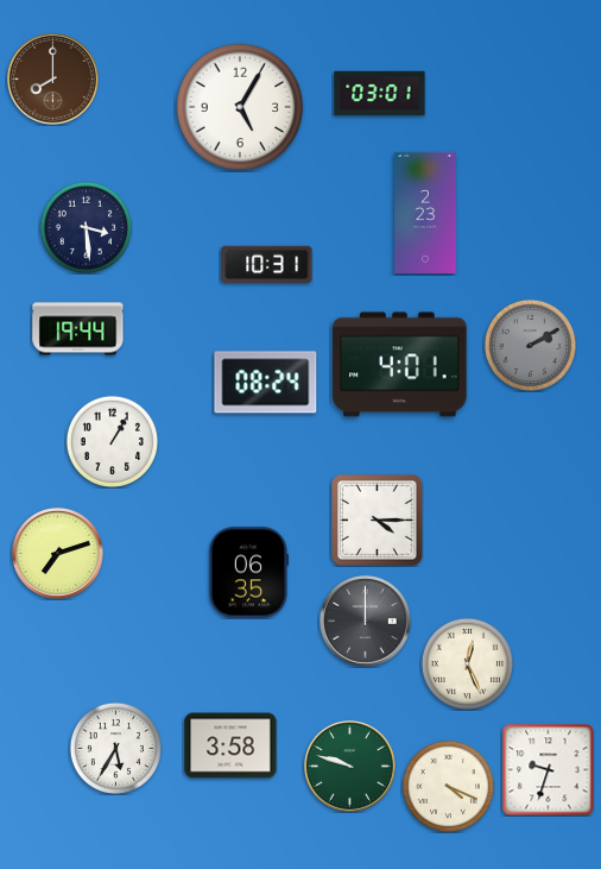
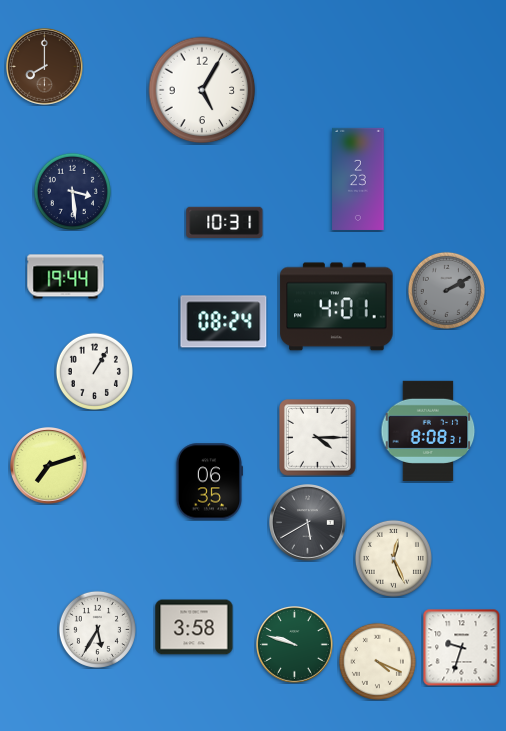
clock at (380, 94): 03:01 -> none
clock at (428, 431): none -> 8:08
clock at (366, 622): 12:00 -> 5:40
